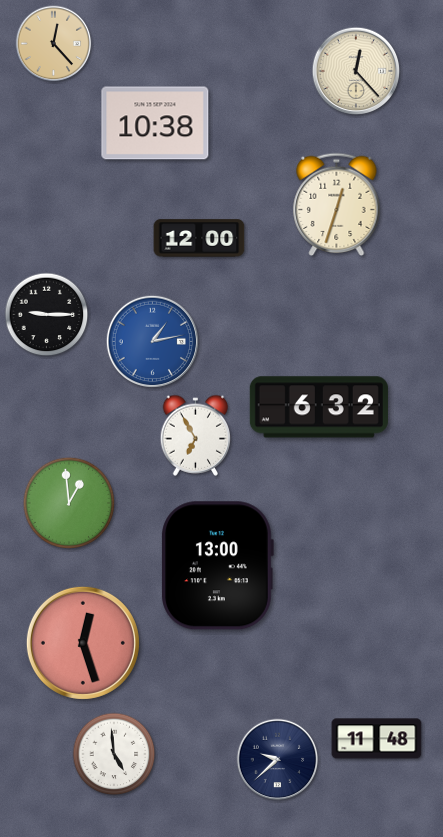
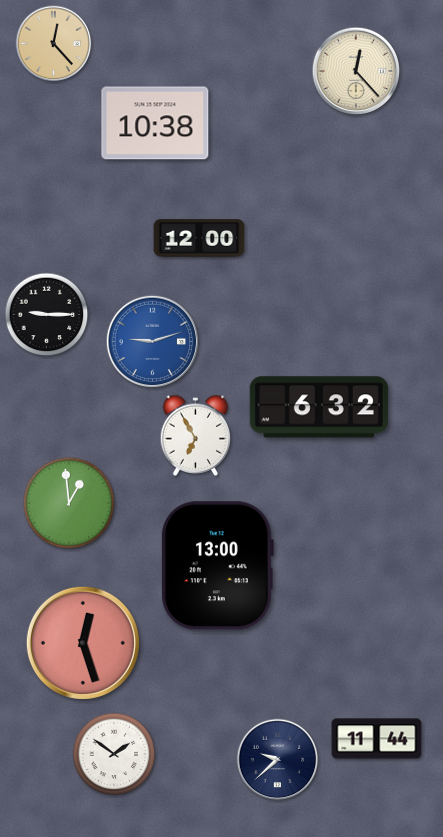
clock at (337, 205): 12:33 -> none
clock at (152, 341): 1:13 -> 9:12
clock at (377, 739): 11:48 -> 11:44
clock at (114, 754): 4:59 -> 1:51
